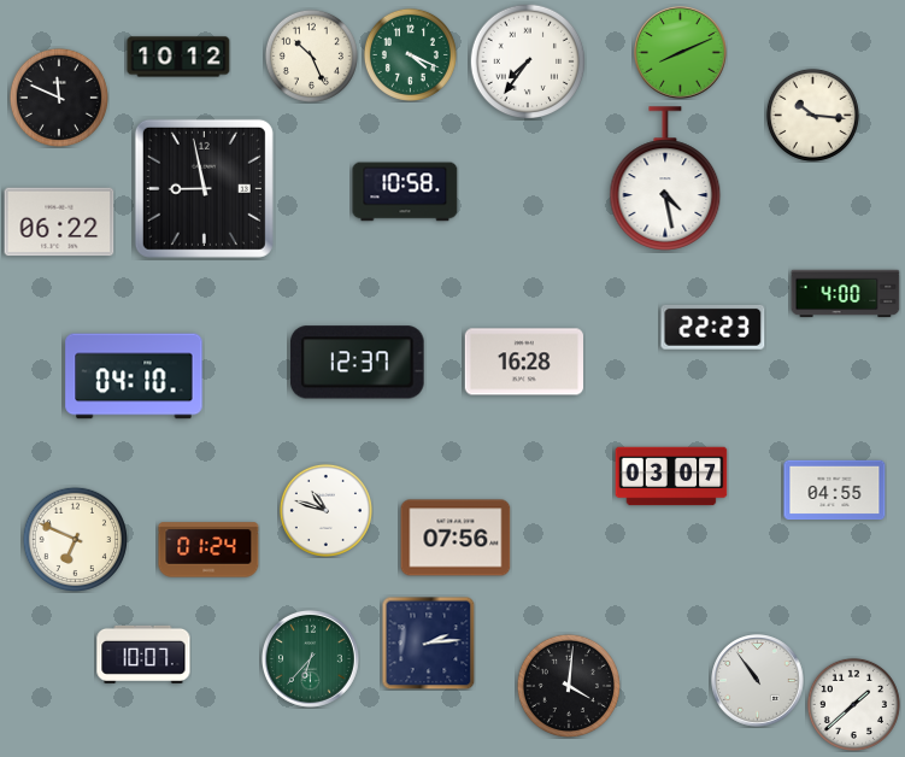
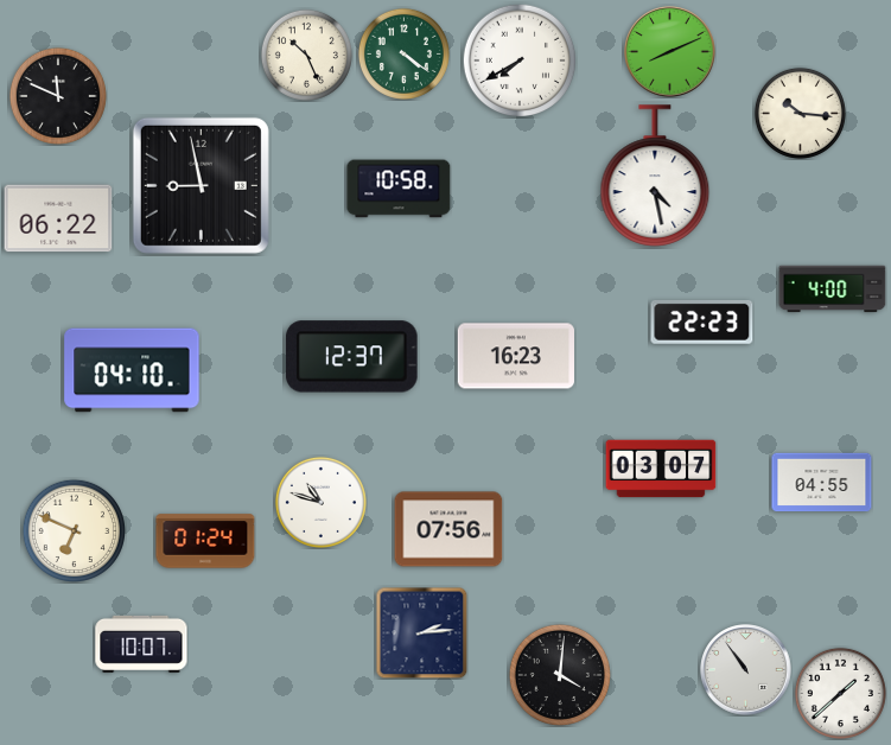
clock at (410, 54): 4:19 -> 4:21
clock at (178, 57): 10:12 -> none
clock at (528, 61): 7:36 -> 7:40
clock at (523, 362): 16:28 -> 16:23
clock at (310, 658): 6:37 -> none
